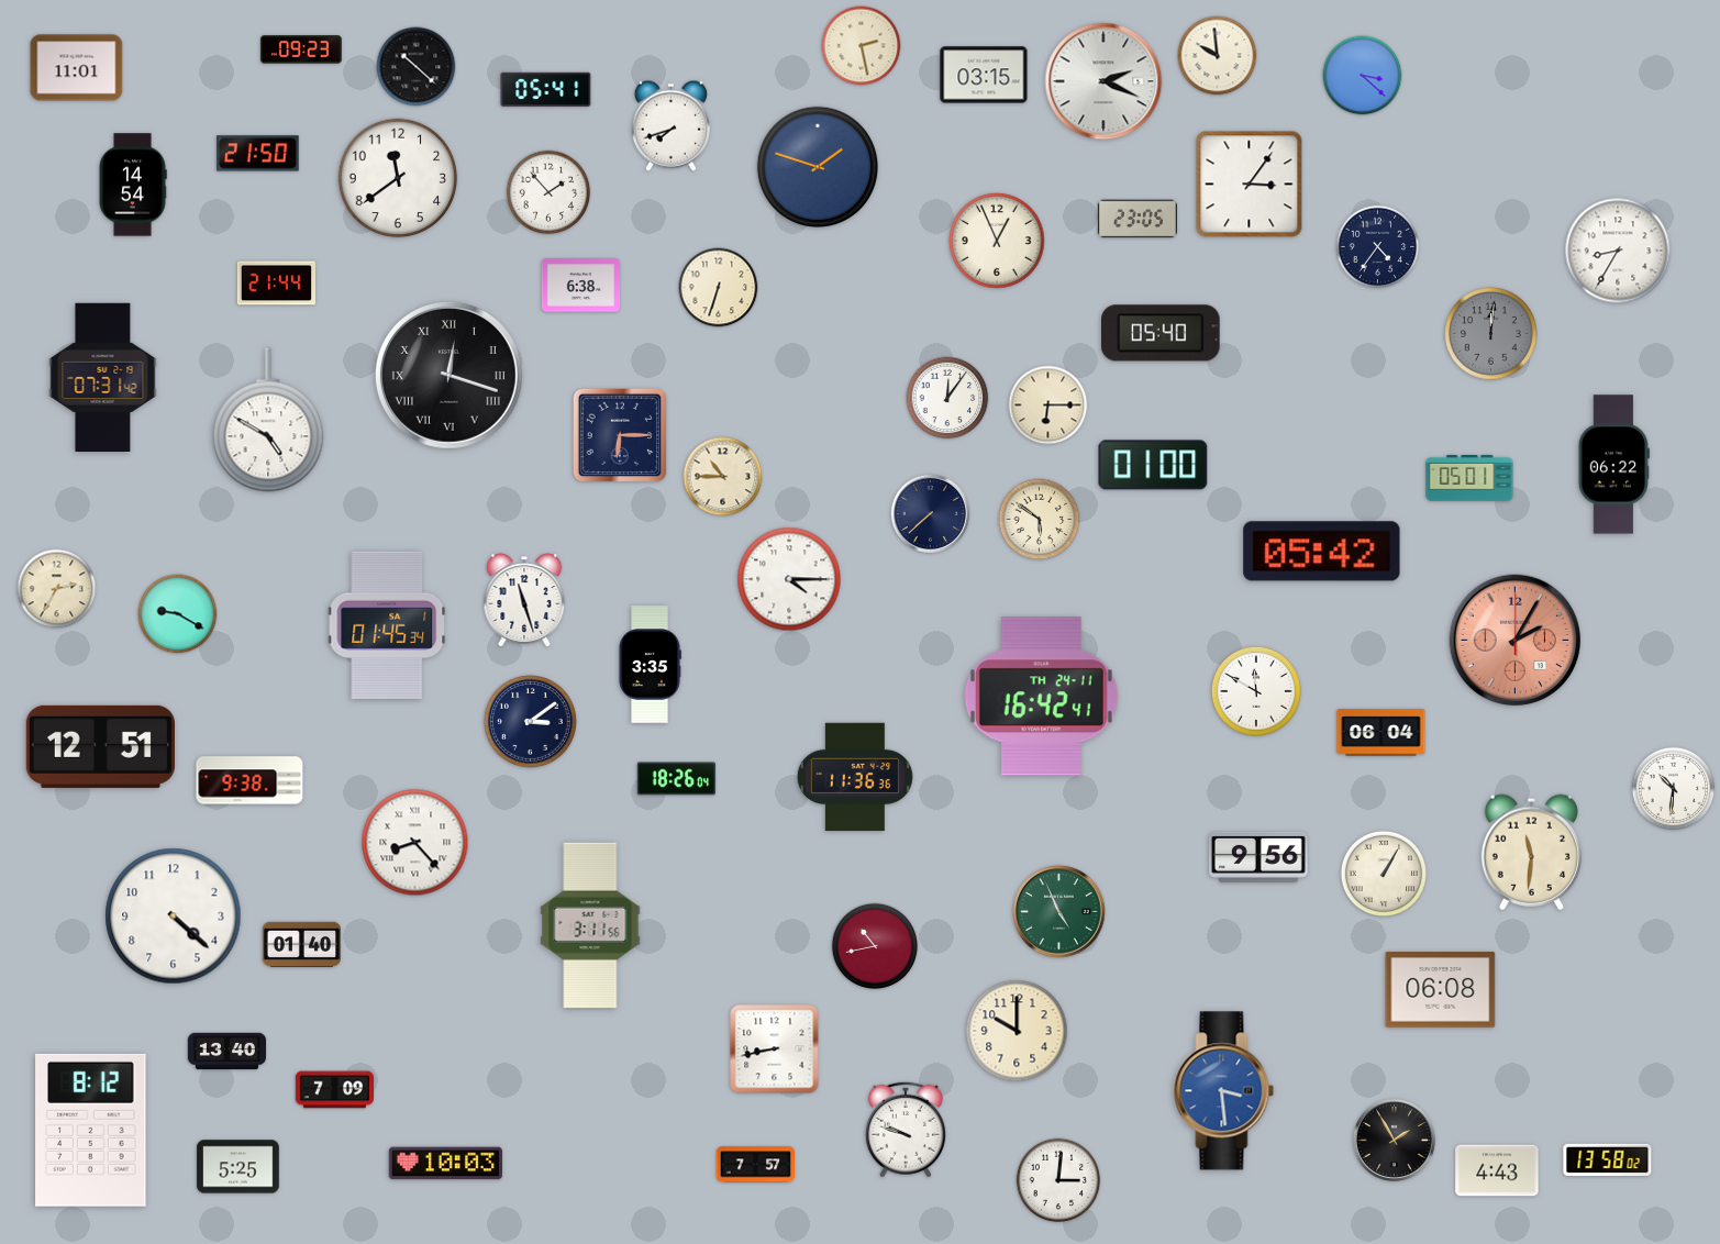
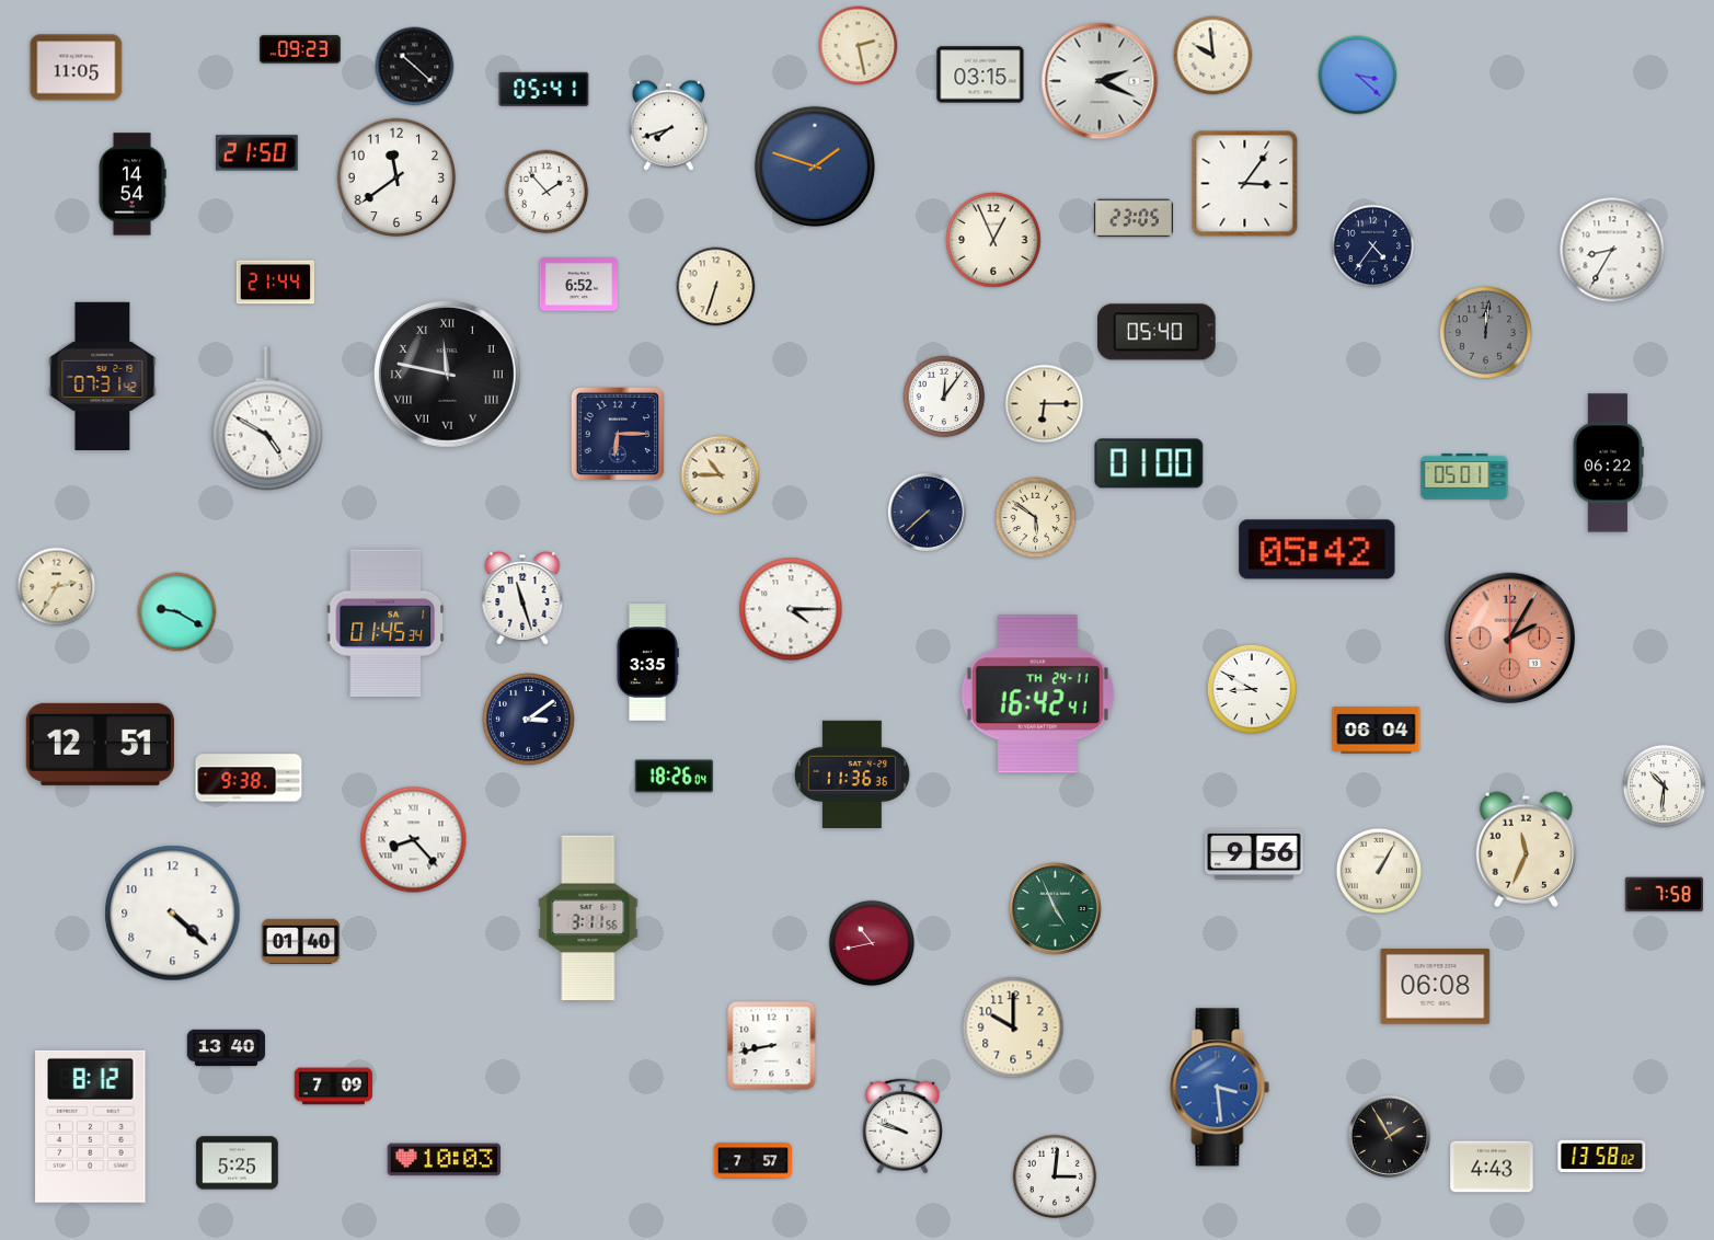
clock at (77, 68): 11:01 -> 11:05
clock at (580, 286): 6:38 -> 6:52
clock at (448, 375): 12:18 -> 11:47
clock at (789, 579) position: (789, 579) -> (791, 609)
clock at (1256, 691): 11:50 -> 8:50
clock at (1674, 789) position: (1674, 789) -> (1665, 787)
clock at (1532, 852): 11:31 -> 11:34
clock at (1664, 895): none -> 7:58
clock at (590, 925) position: (590, 925) -> (588, 918)
